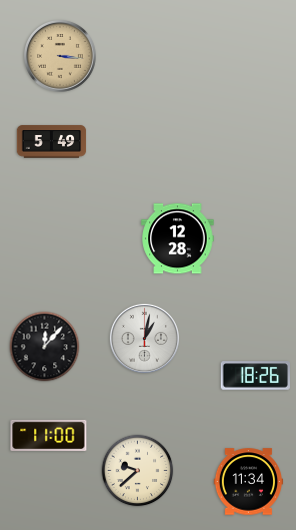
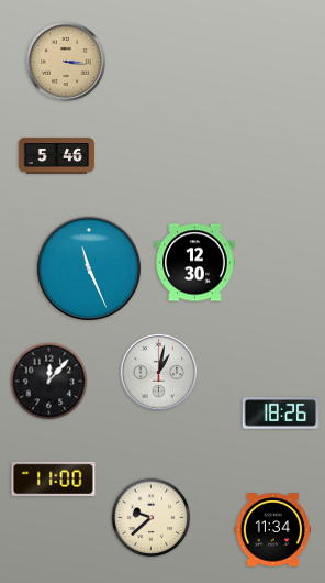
clock at (52, 142): 5:49 -> 5:46
clock at (178, 239): 12:28 -> 12:30
clock at (89, 268): none -> 11:26
